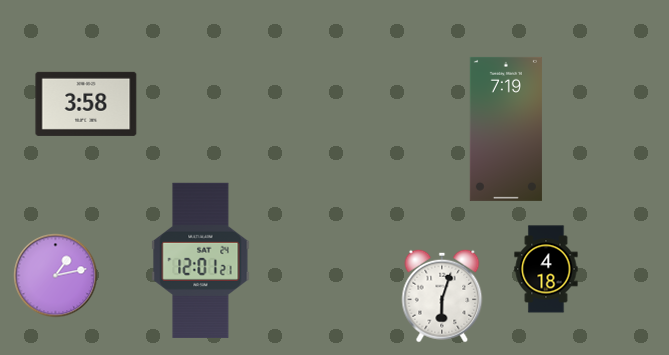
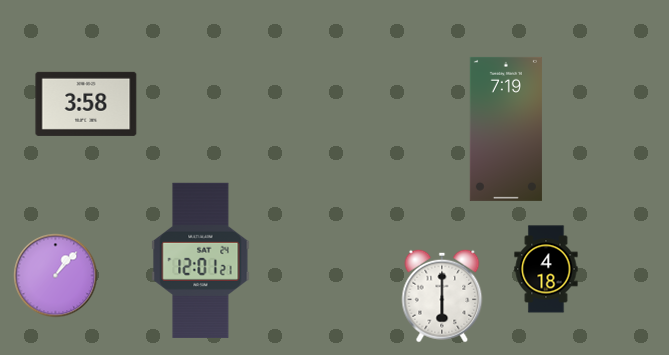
clock at (56, 276): 1:13 -> 1:07
clock at (442, 296): 6:03 -> 6:00
